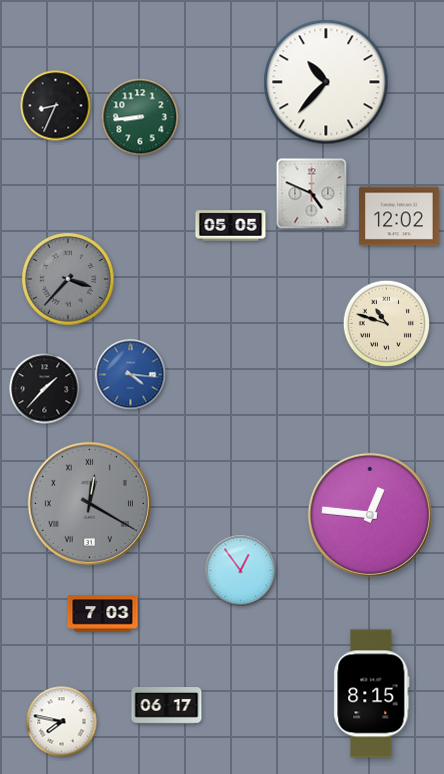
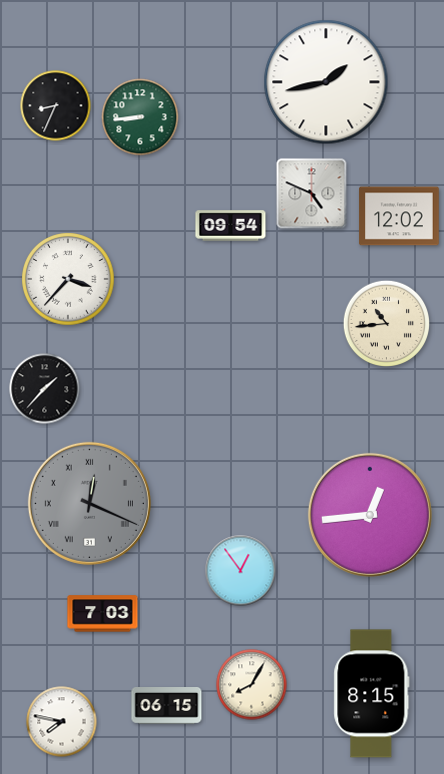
clock at (326, 82): 10:37 -> 1:43
clock at (231, 226): 05:05 -> 09:54
clock at (68, 279) dial: grey -> white
clock at (387, 324): 10:48 -> 10:44
clock at (131, 375): 4:16 -> none
clock at (89, 503): 12:20 -> 12:19
clock at (370, 515): 12:46 -> 12:44
clock at (252, 685): none -> 8:05
clock at (167, 706): 06:17 -> 06:15
